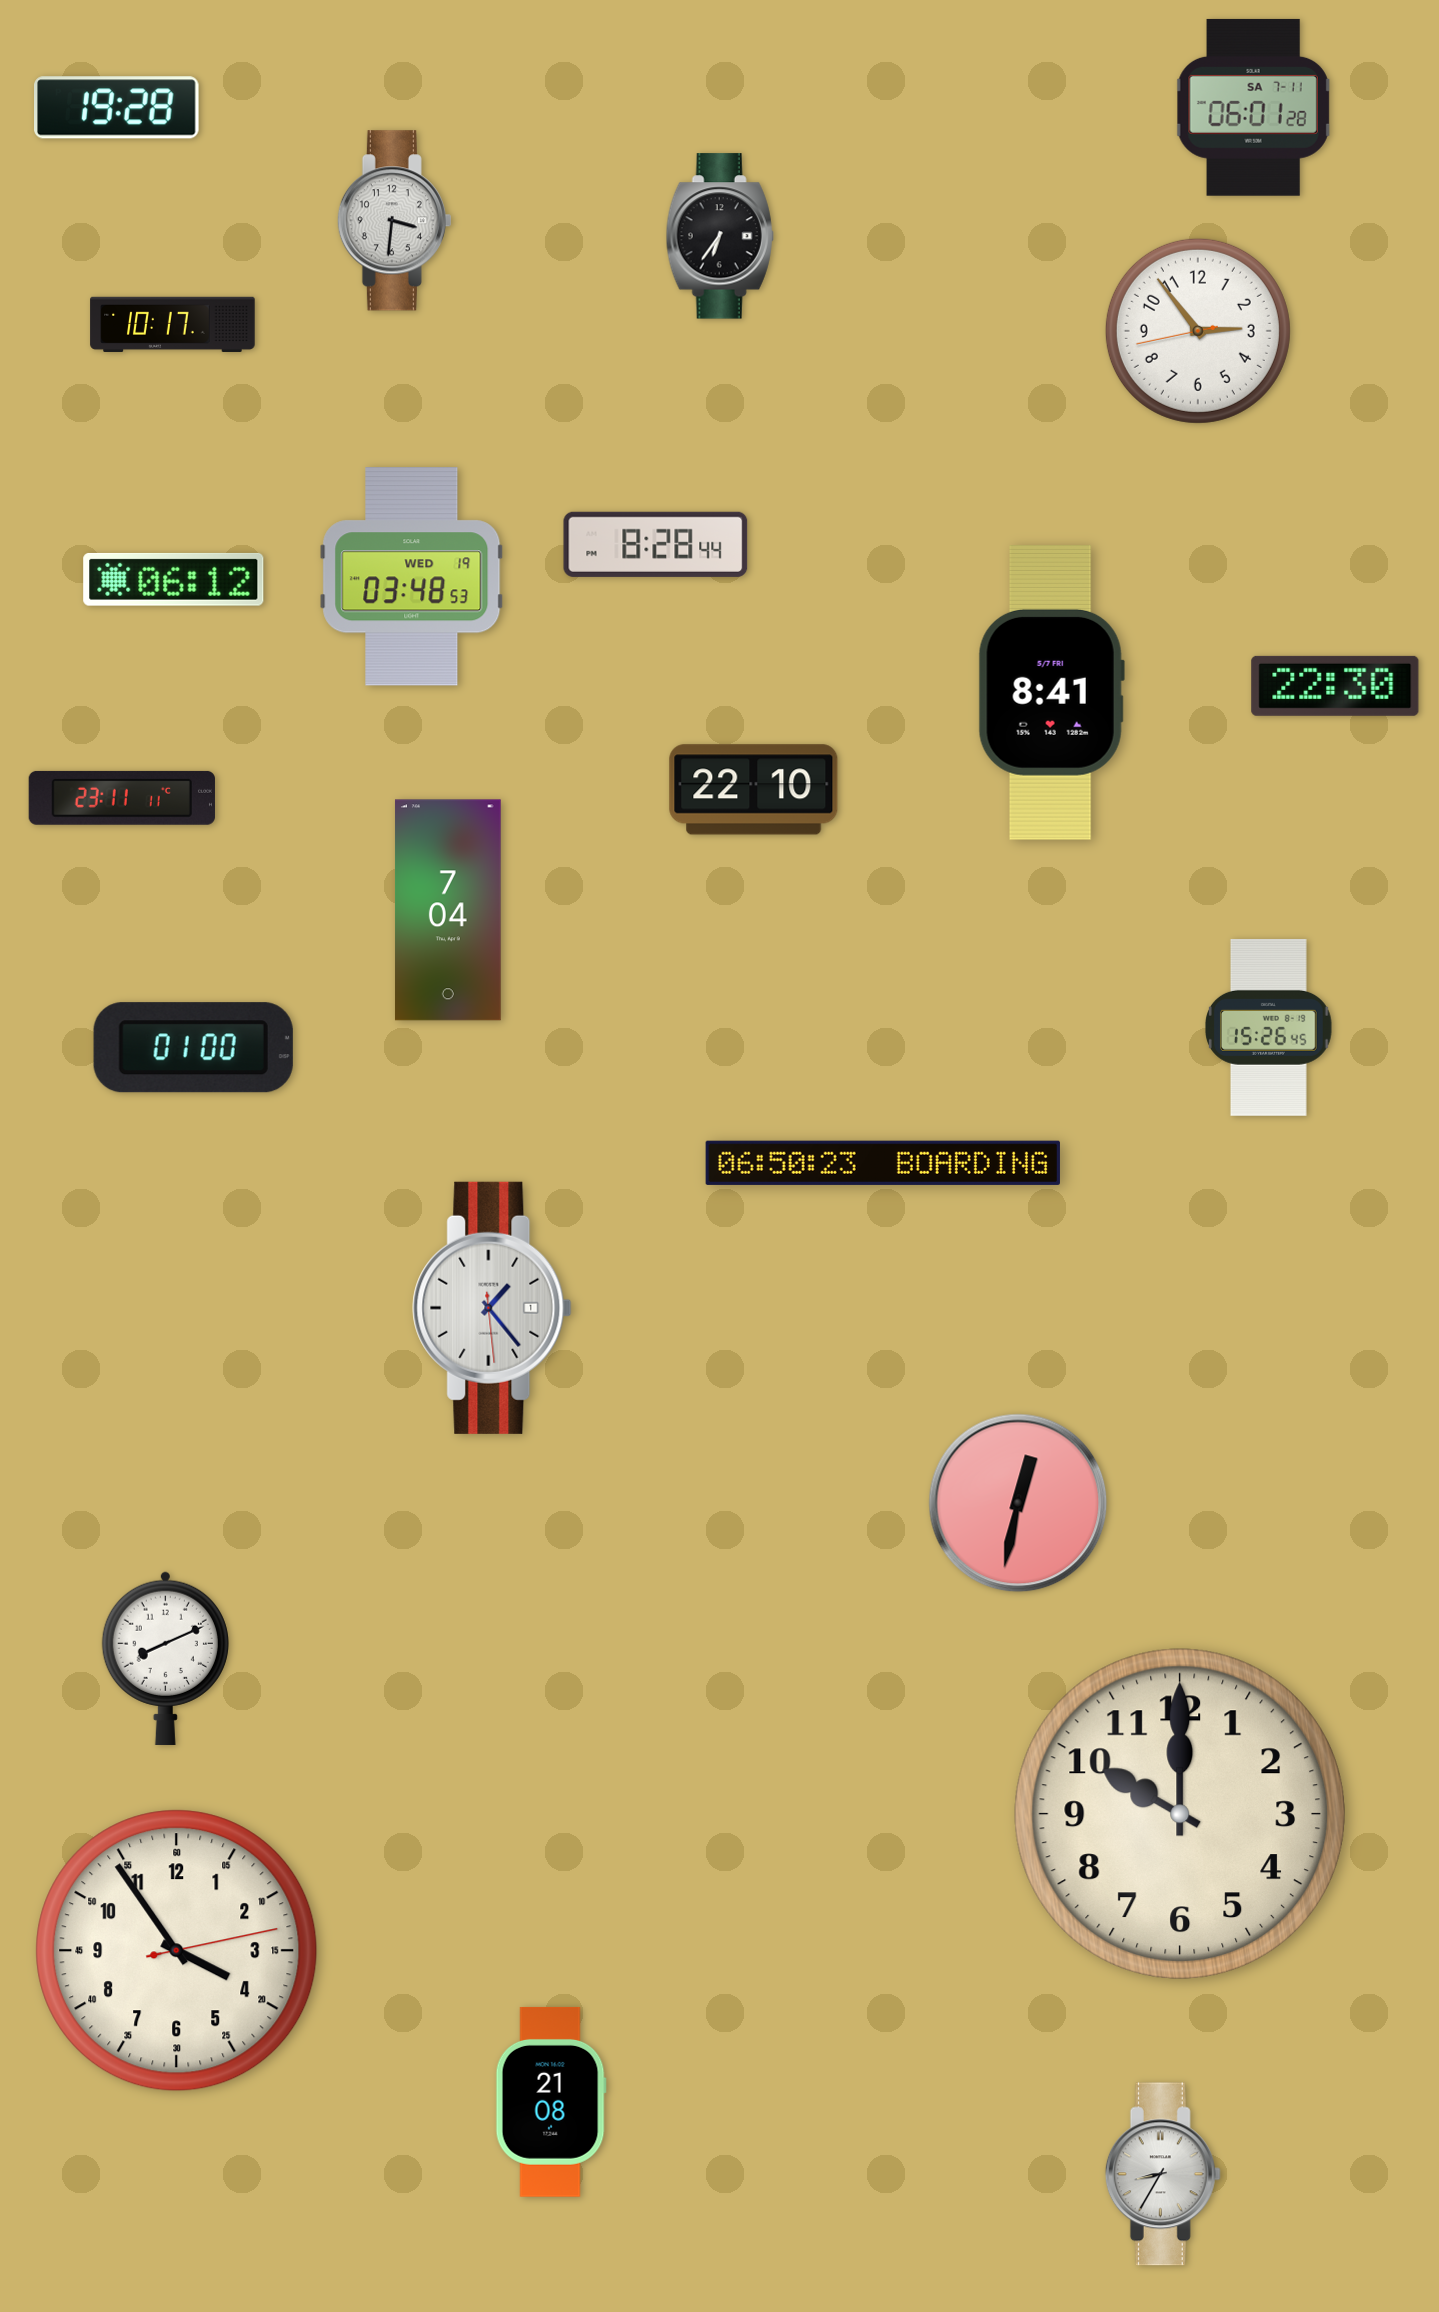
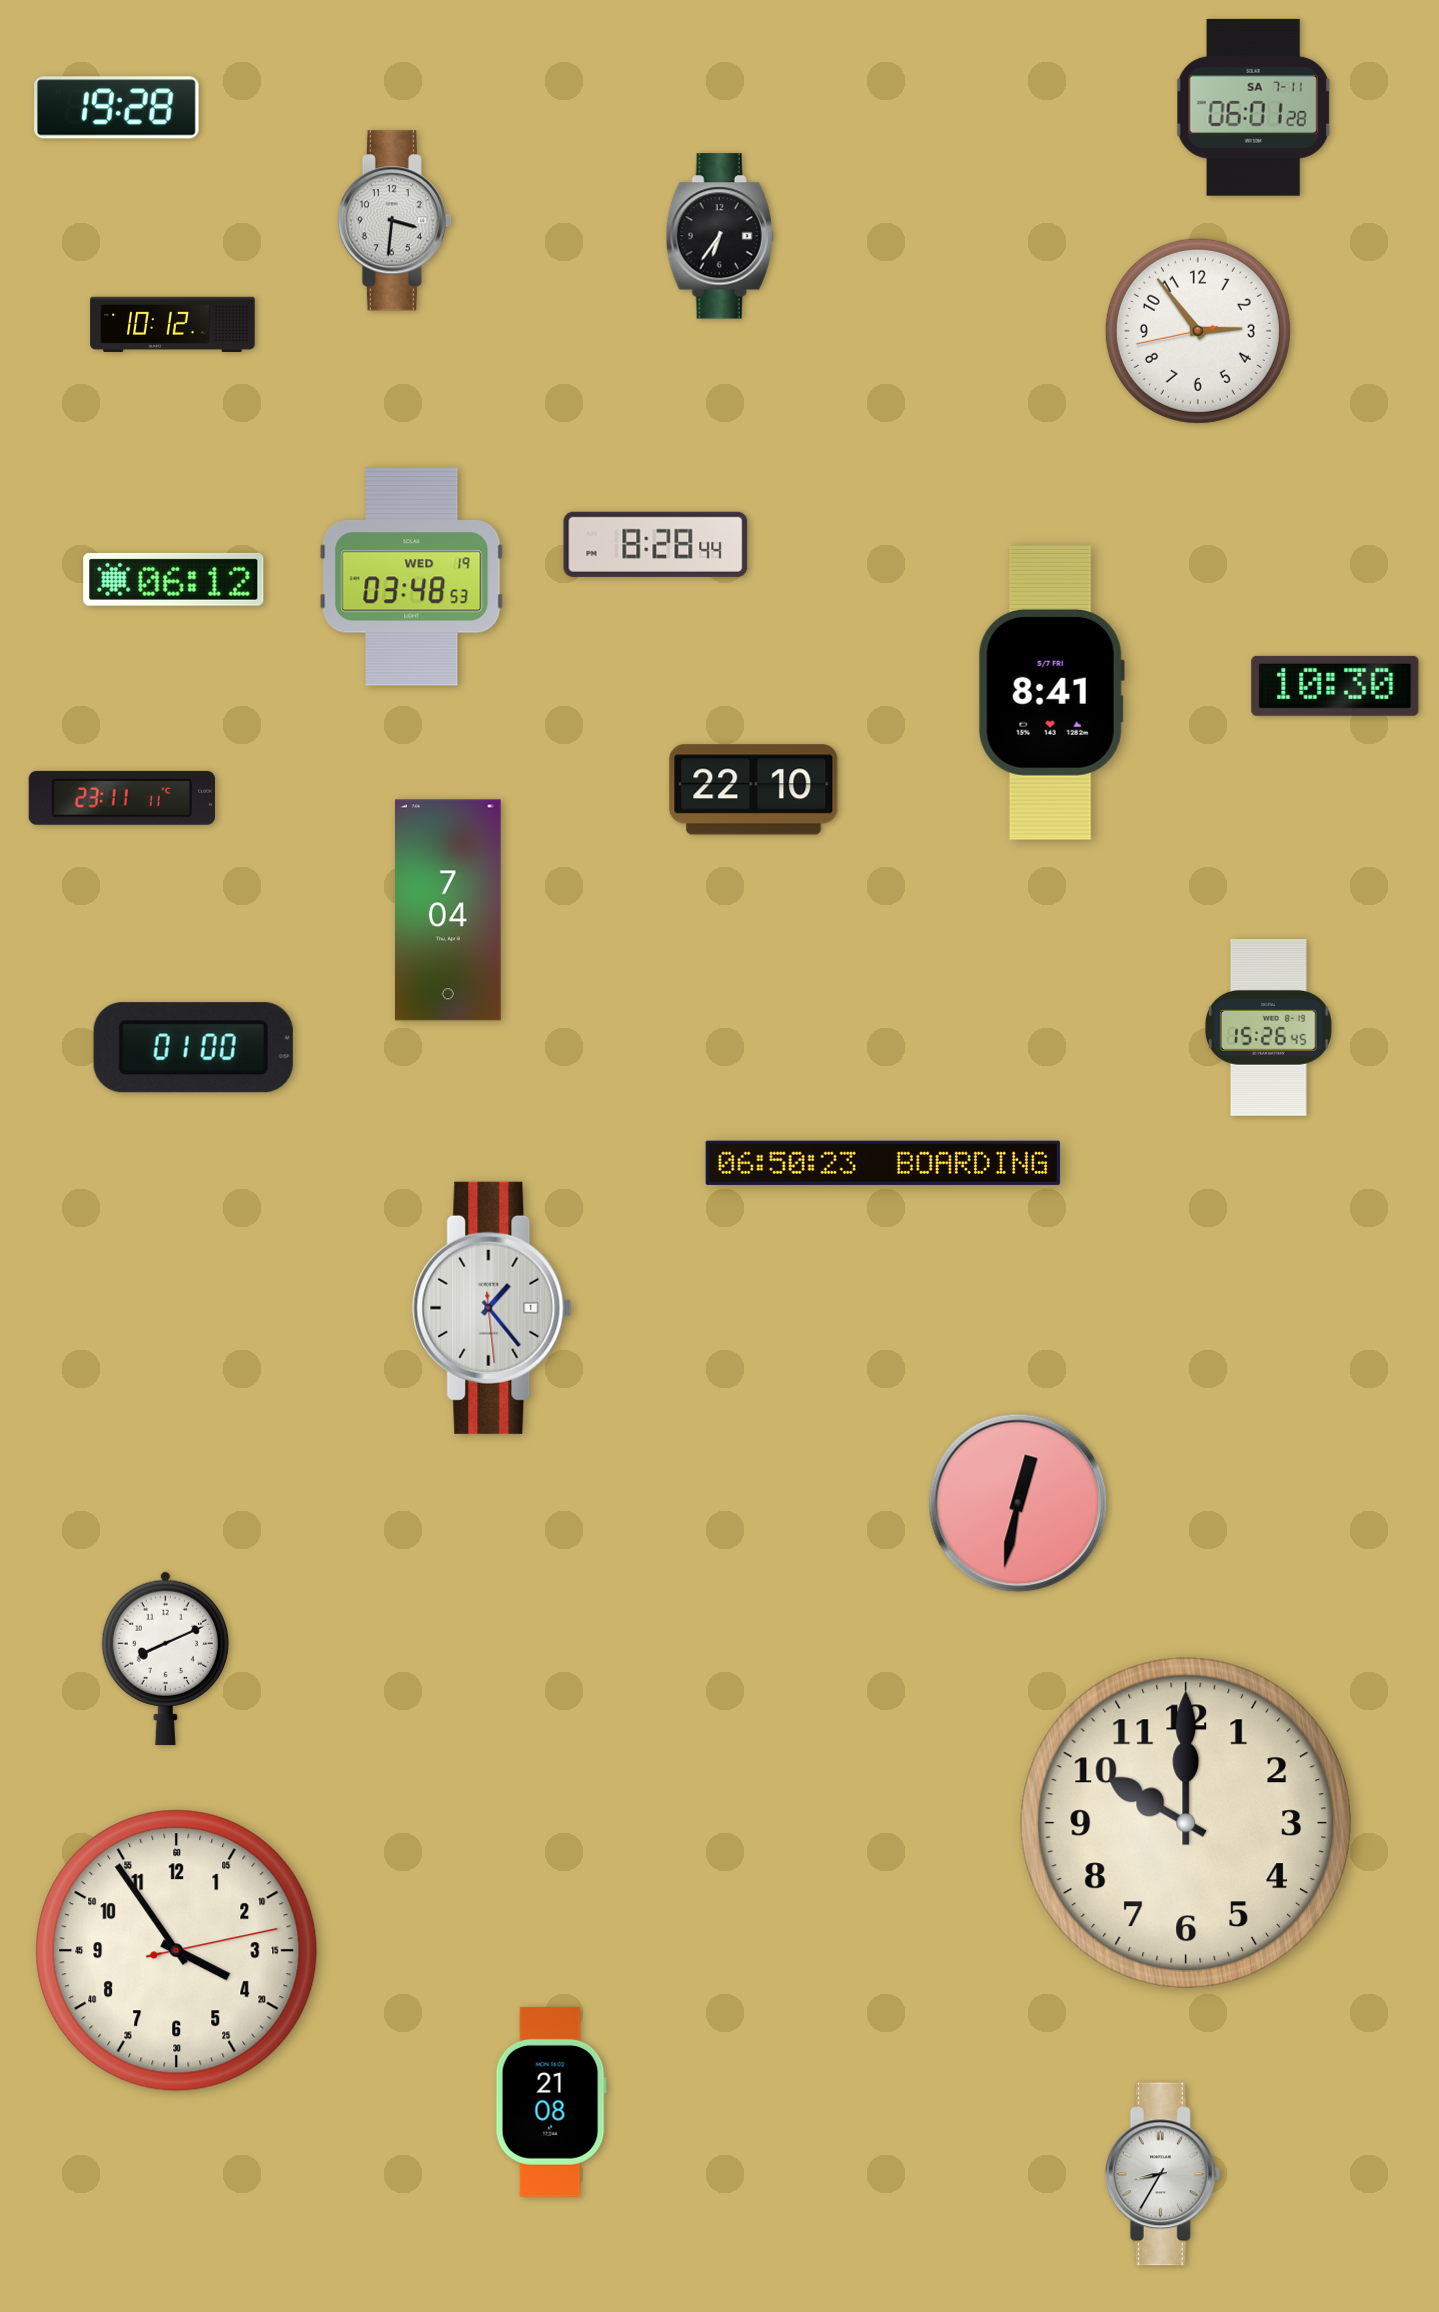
clock at (173, 324): 10:17 -> 10:12
clock at (1335, 686): 22:30 -> 10:30
clock at (1180, 1814) position: (1180, 1814) -> (1186, 1823)
